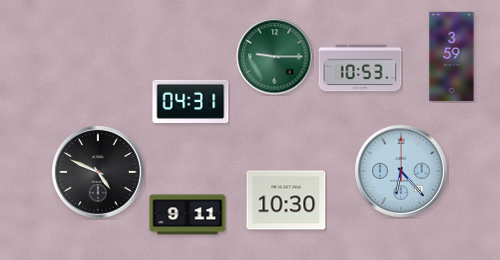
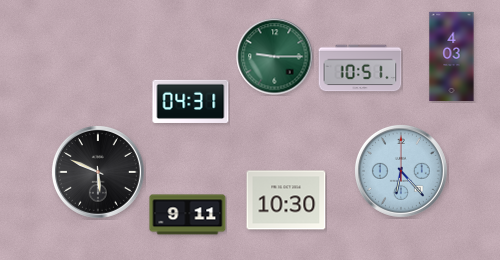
clock at (452, 57): 3:59 -> 4:03
clock at (360, 68): 10:53 -> 10:51
clock at (98, 172): 4:49 -> 5:49
